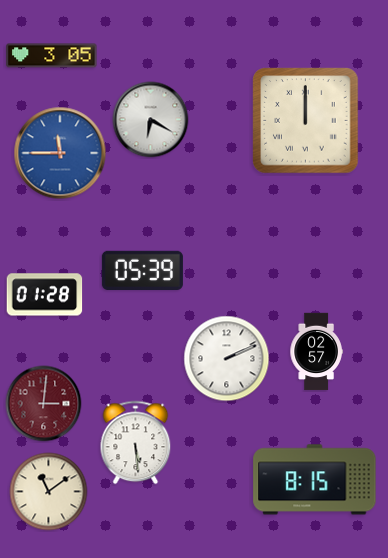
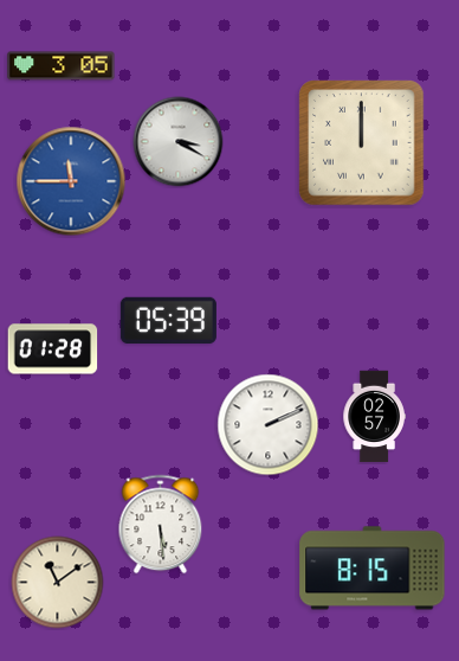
clock at (151, 120): 6:20 -> 3:20
clock at (44, 404): 3:01 -> none
